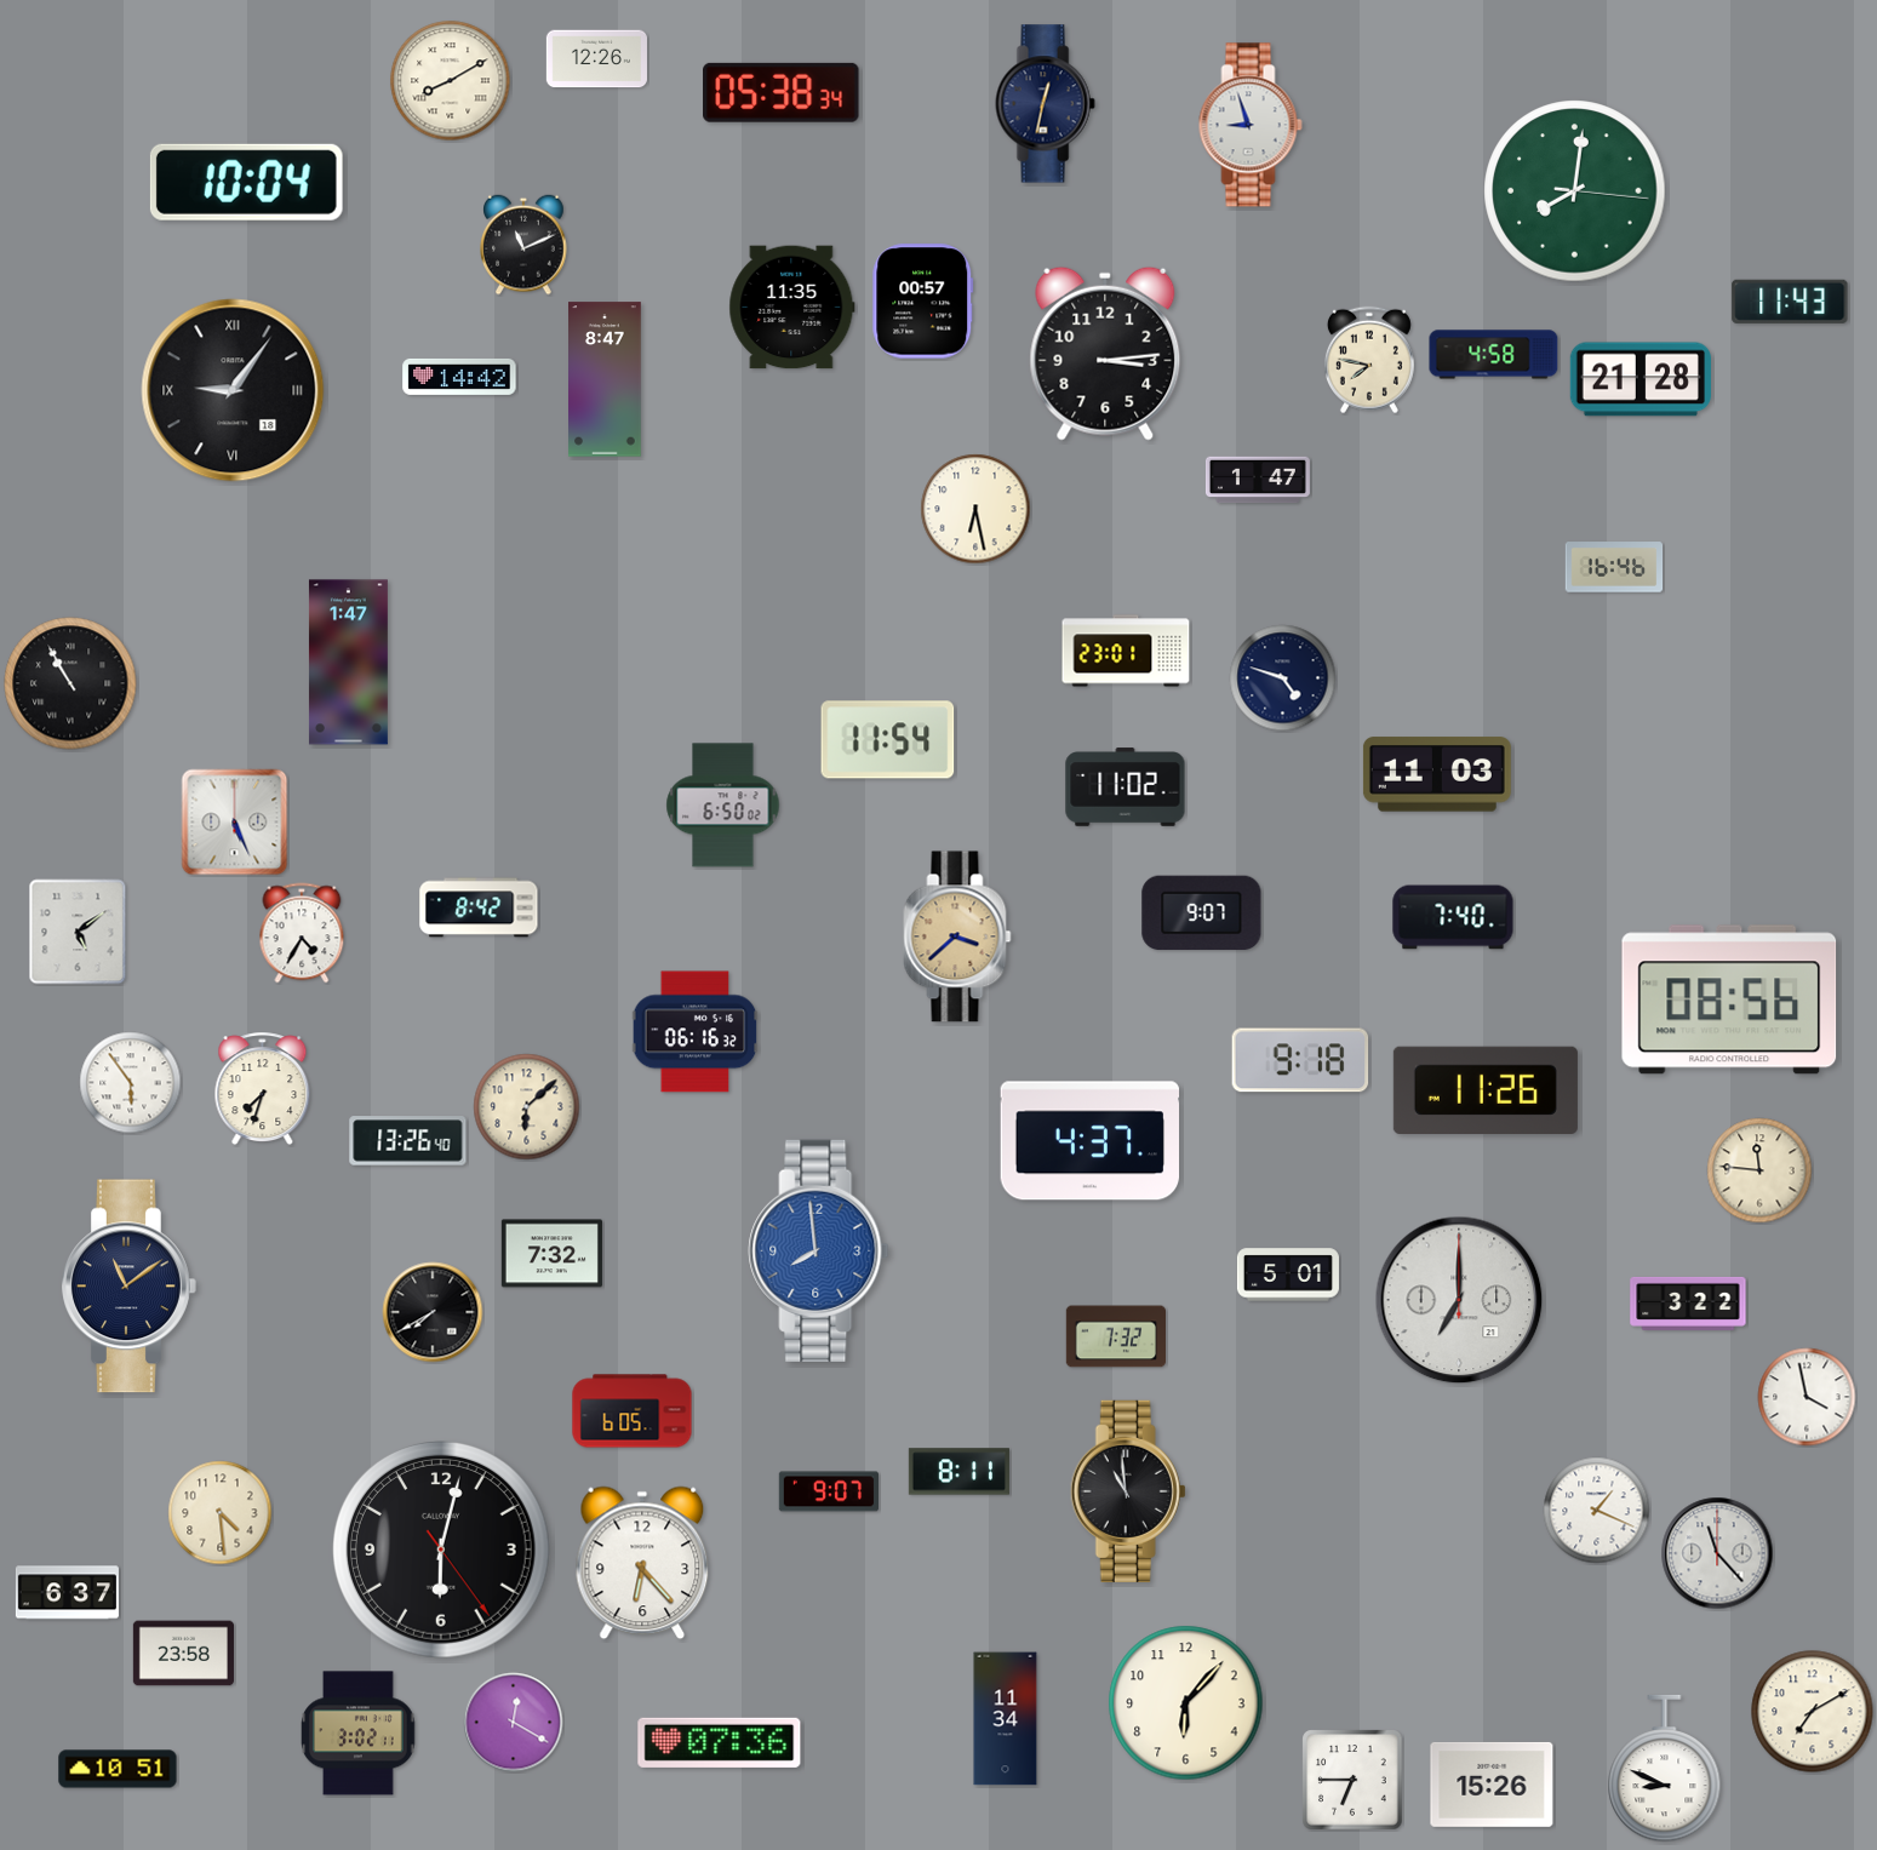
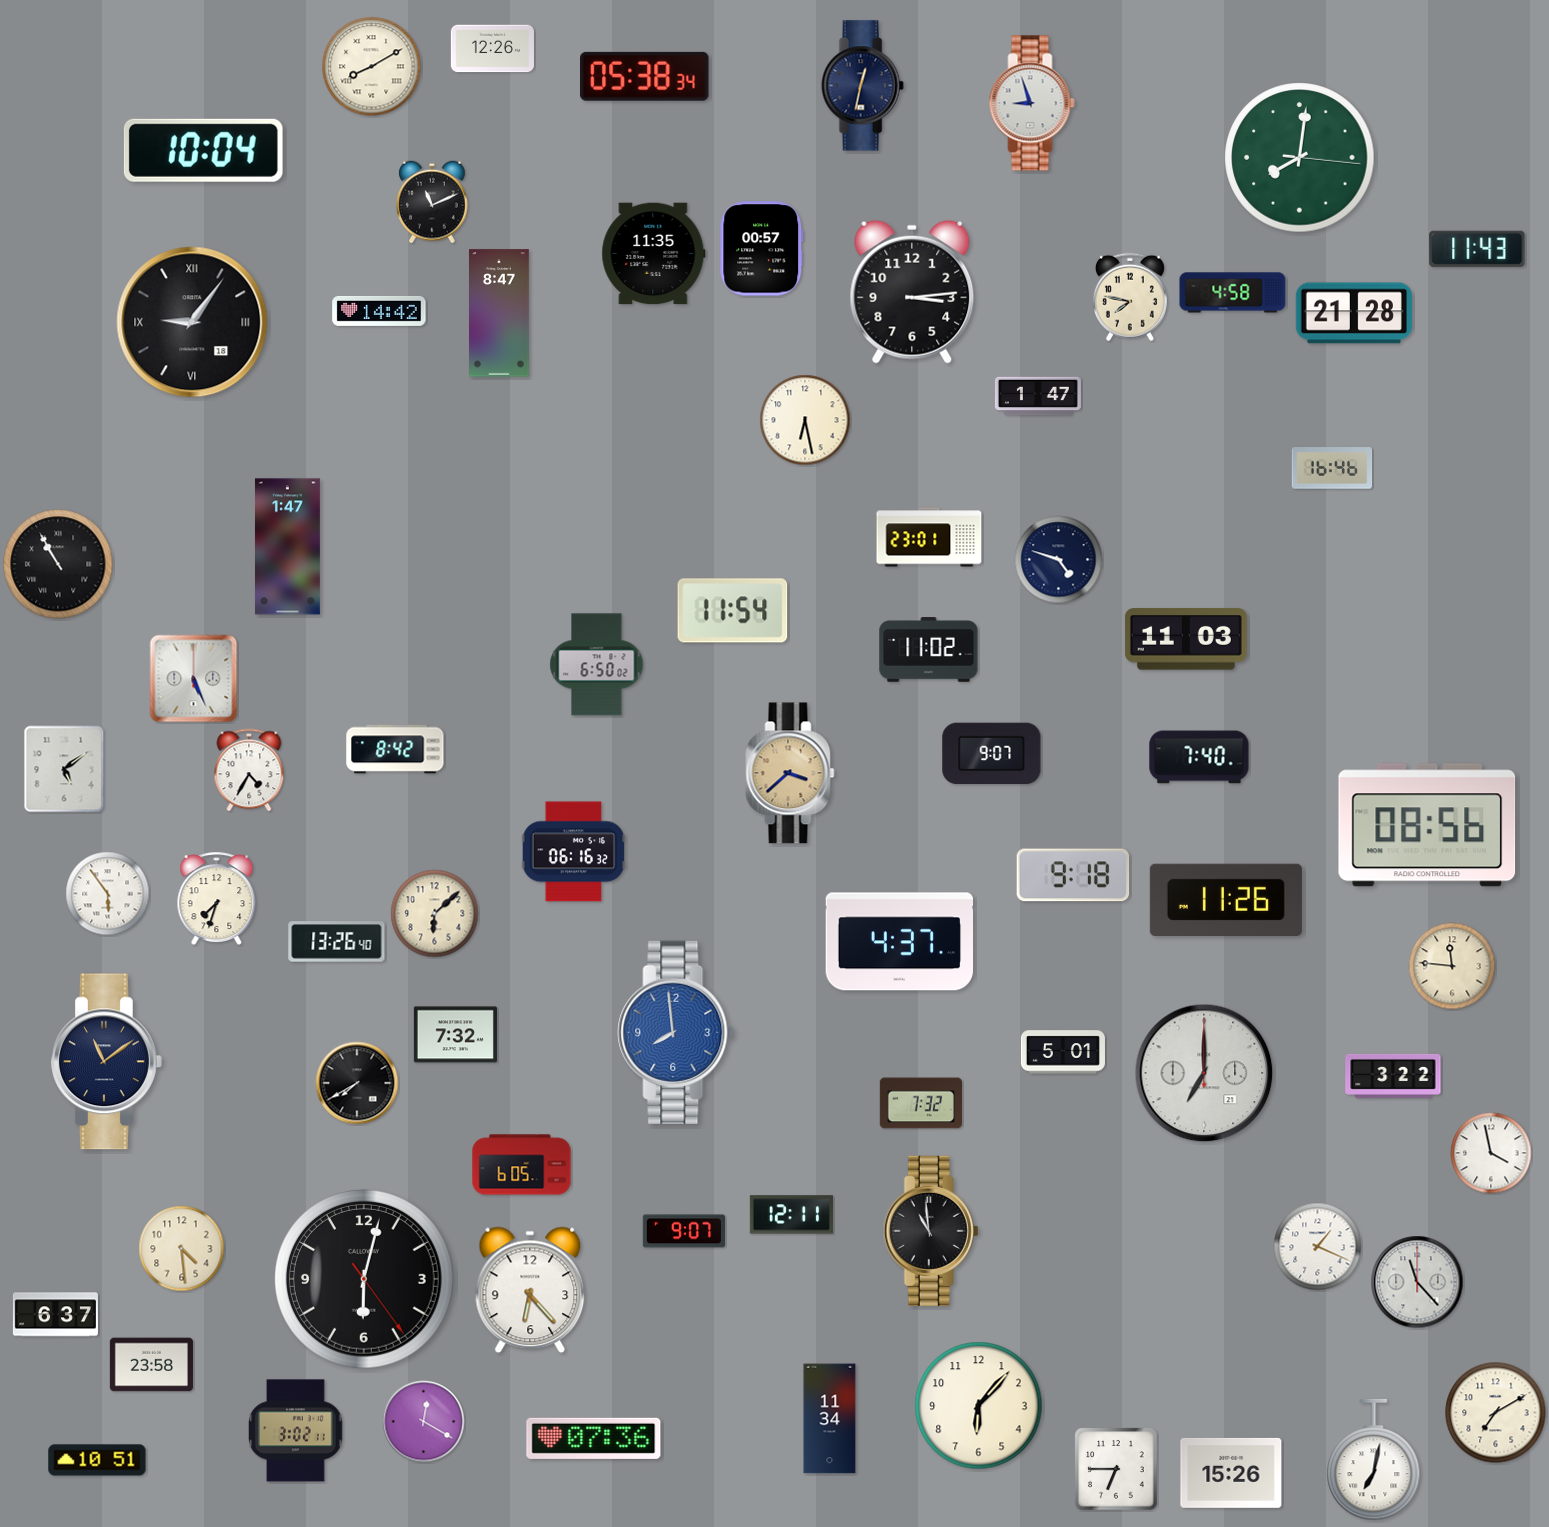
clock at (958, 1472): 8:11 -> 12:11
clock at (1665, 1769): 8:49 -> 7:02
